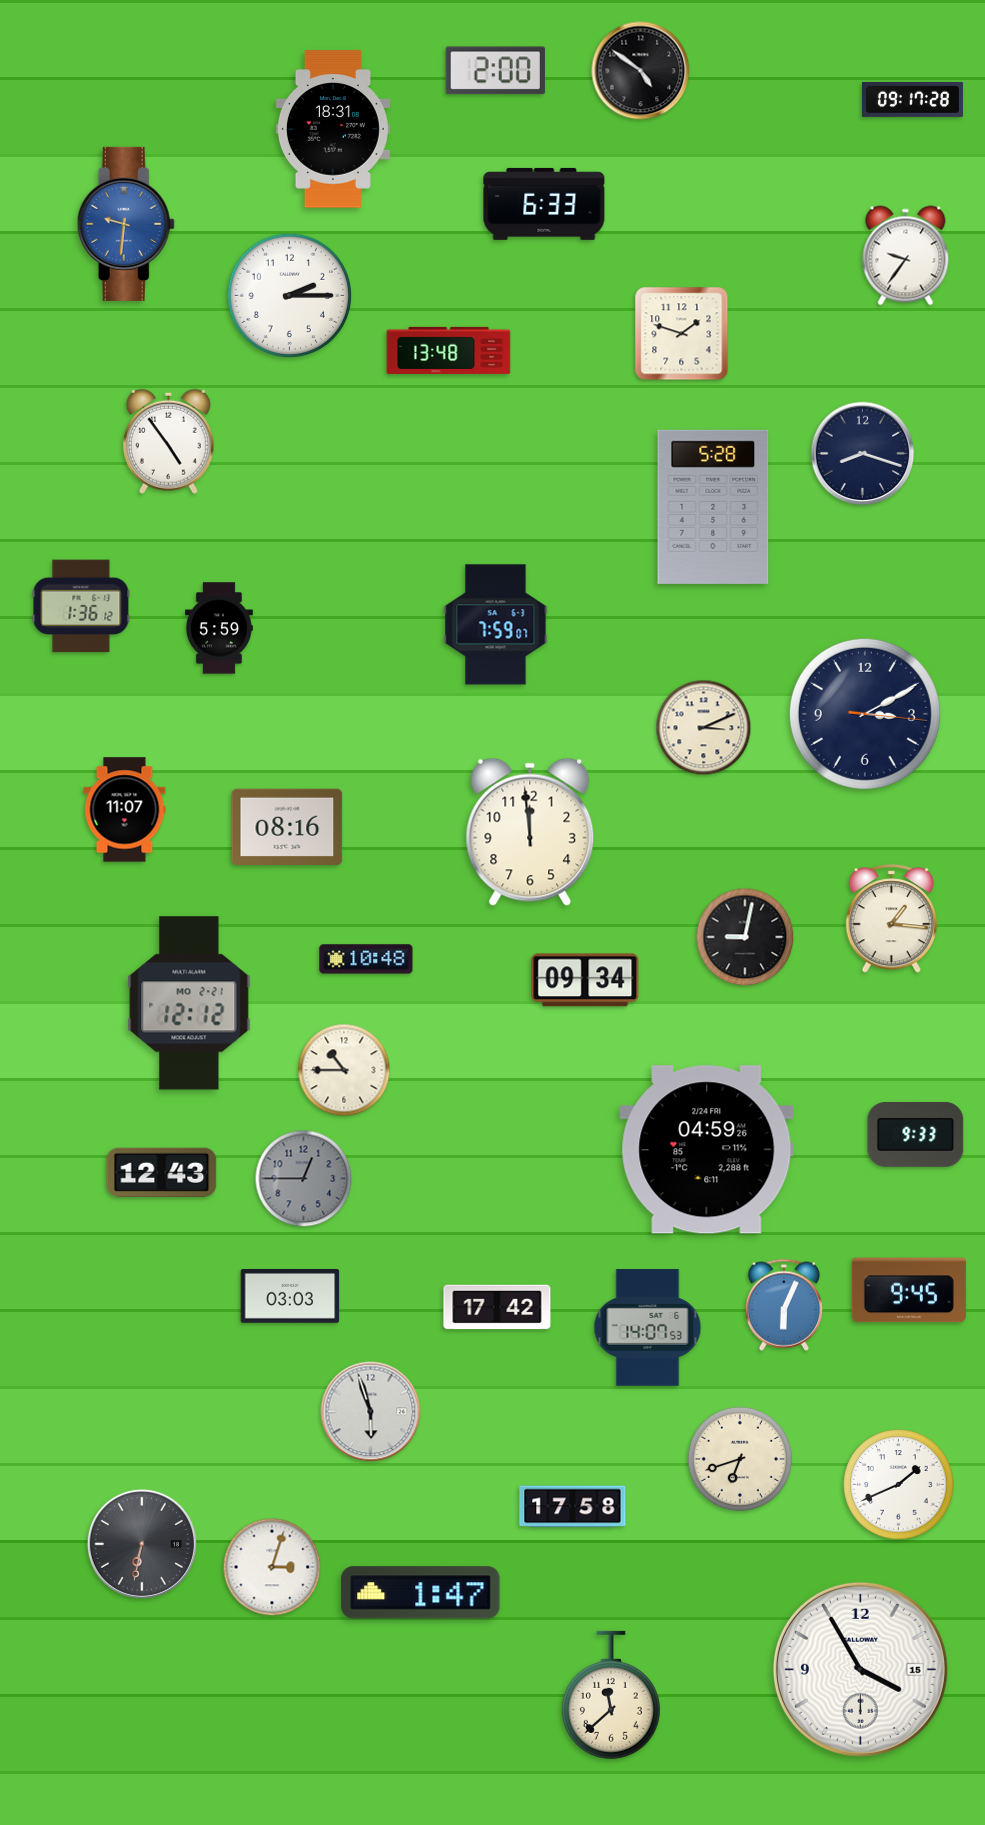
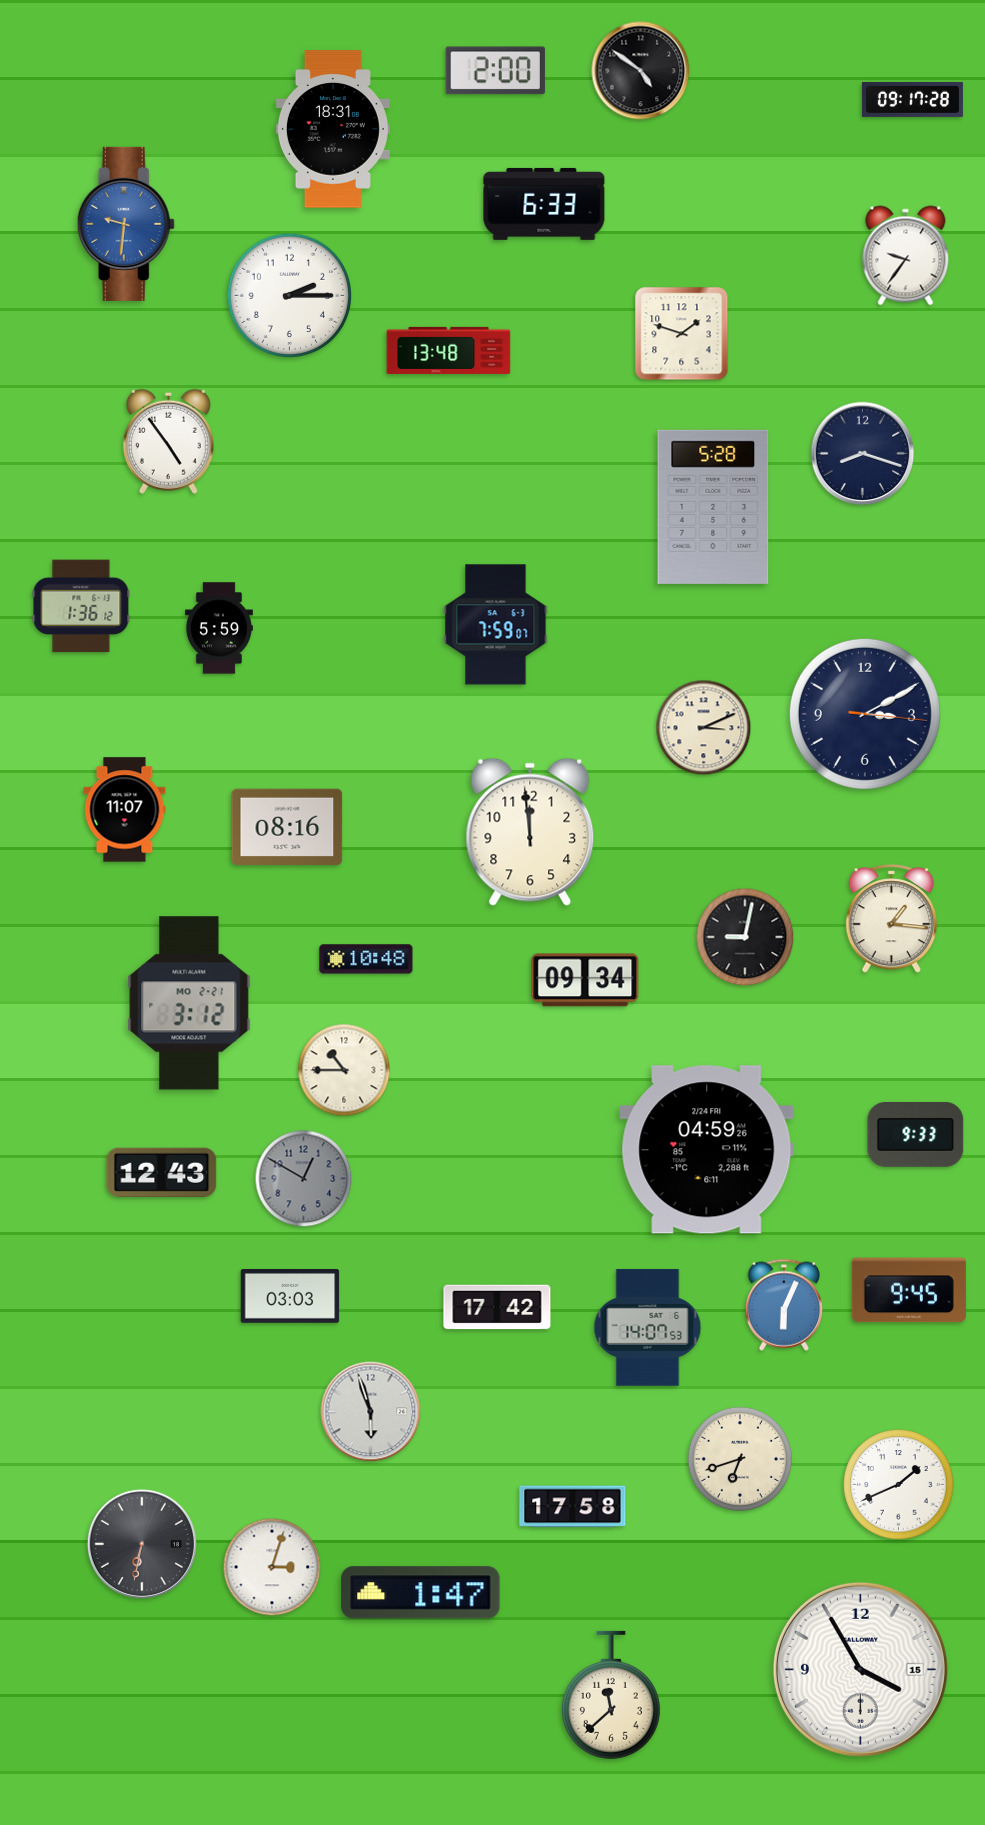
clock at (189, 1003): 12:12 -> 3:12
clock at (304, 1179): 12:45 -> 12:50
